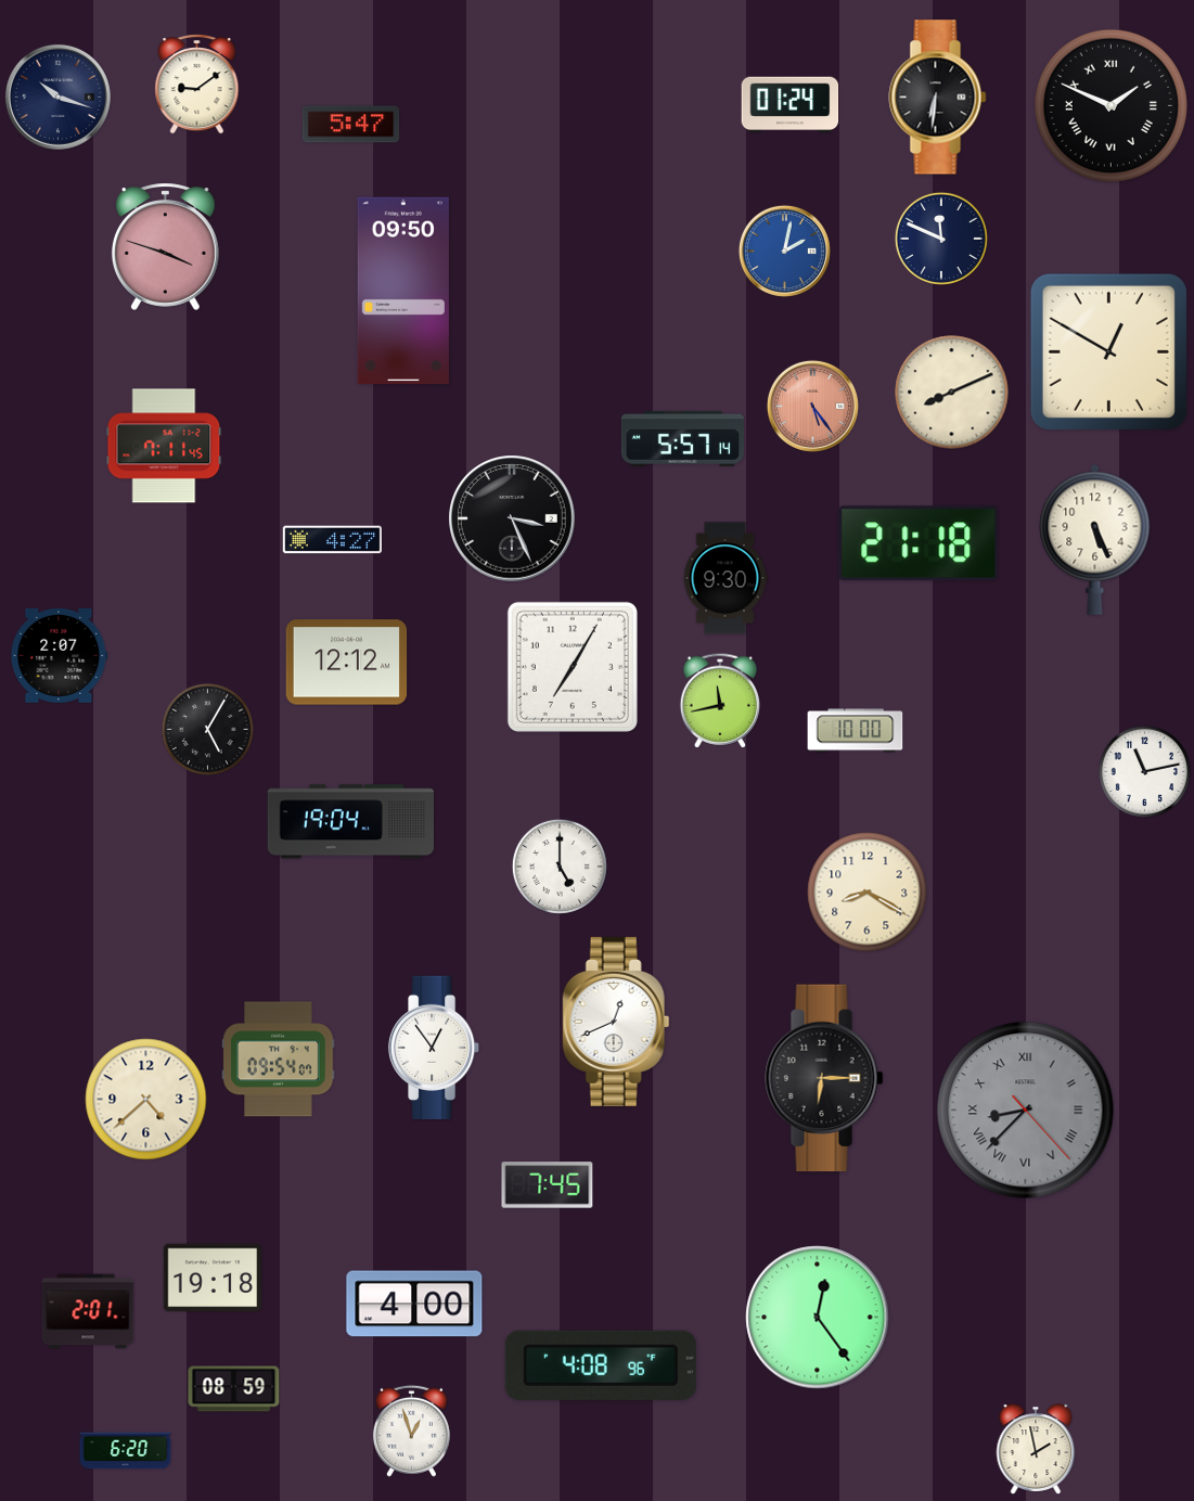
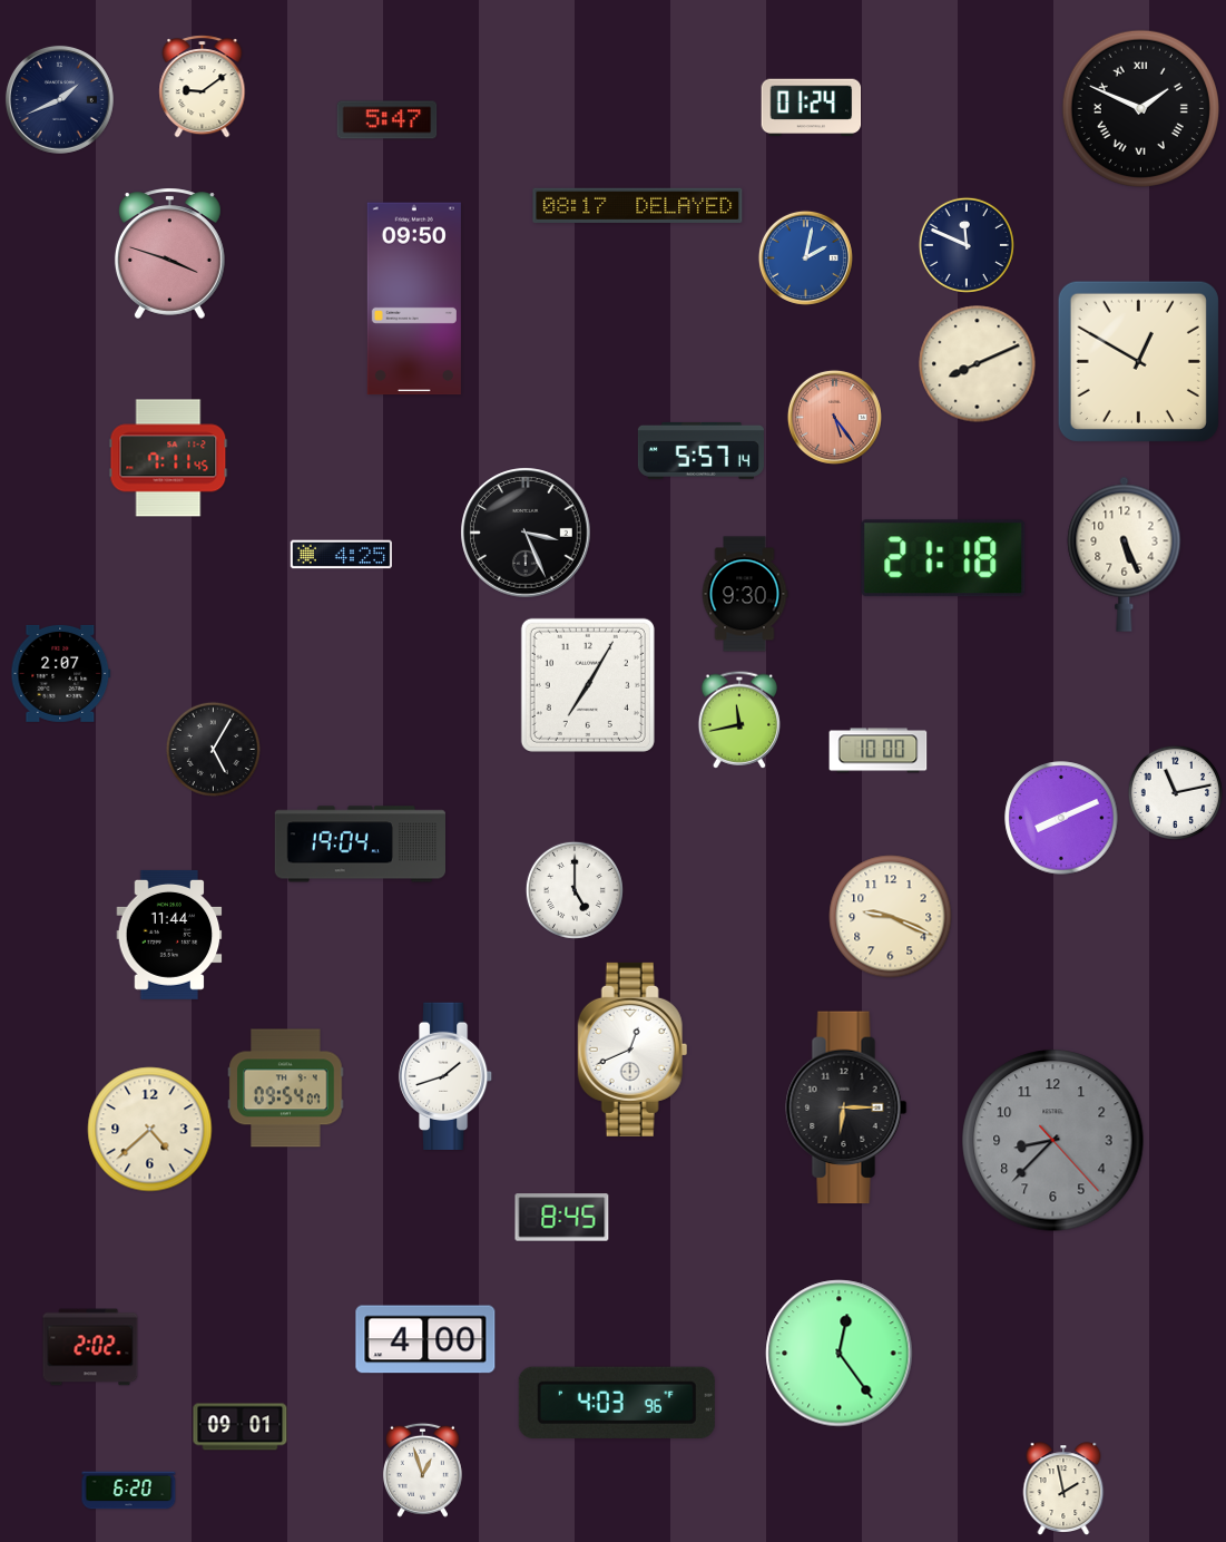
clock at (57, 97): 10:18 -> 1:41
clock at (938, 98): 6:31 -> none
clock at (351, 125) position: (351, 125) -> (388, 120)
clock at (638, 205): none -> 08:17
clock at (952, 393) position: (952, 393) -> (978, 364)
clock at (332, 540): 4:27 -> 4:25
clock at (347, 663): 12:12 -> none
clock at (1061, 818): none -> 8:11
clock at (868, 893): 8:20 -> 9:19
clock at (169, 935): none -> 11:44
clock at (434, 1047): 12:54 -> 1:42
clock at (1026, 1111) numerals: Roman -> Arabic
clock at (548, 1185): 7:45 -> 8:45
clock at (213, 1278): 19:18 -> none
clock at (88, 1311): 2:01 -> 2:02
clock at (601, 1365): 4:08 -> 4:03
clock at (234, 1389): 08:59 -> 09:01
